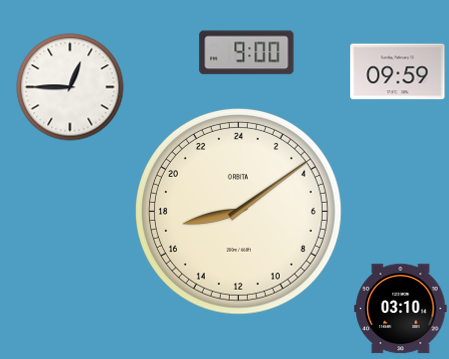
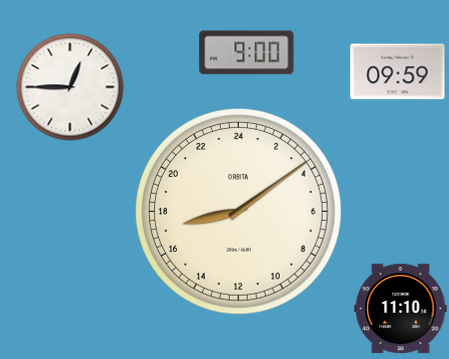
clock at (401, 309): 03:10 -> 11:10
